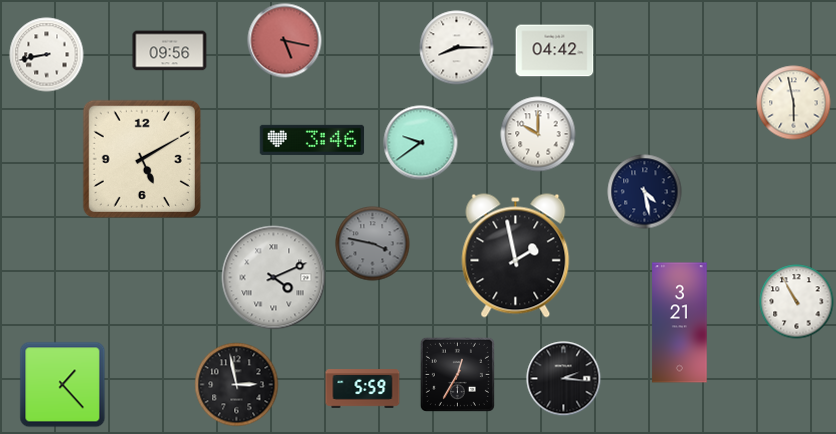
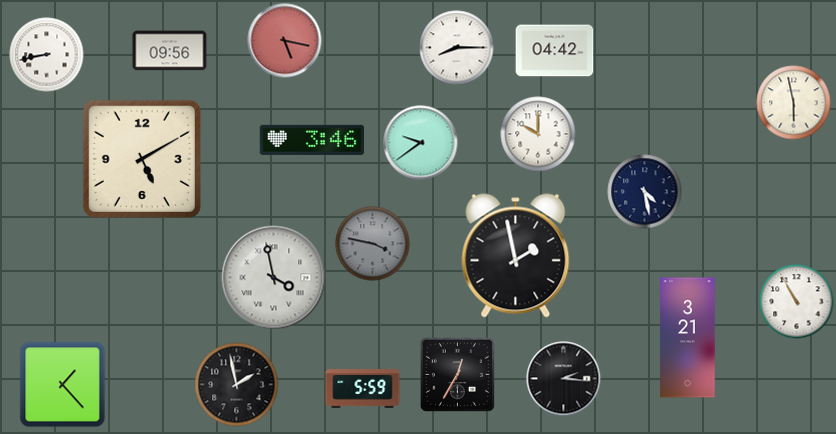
clock at (274, 278): 4:11 -> 3:58
clock at (680, 323) position: (680, 323) -> (688, 338)
clock at (237, 385): 2:58 -> 1:58
